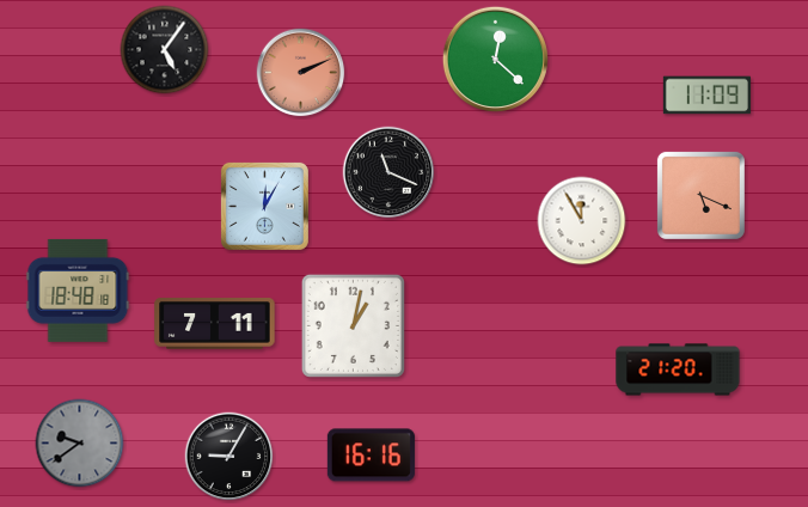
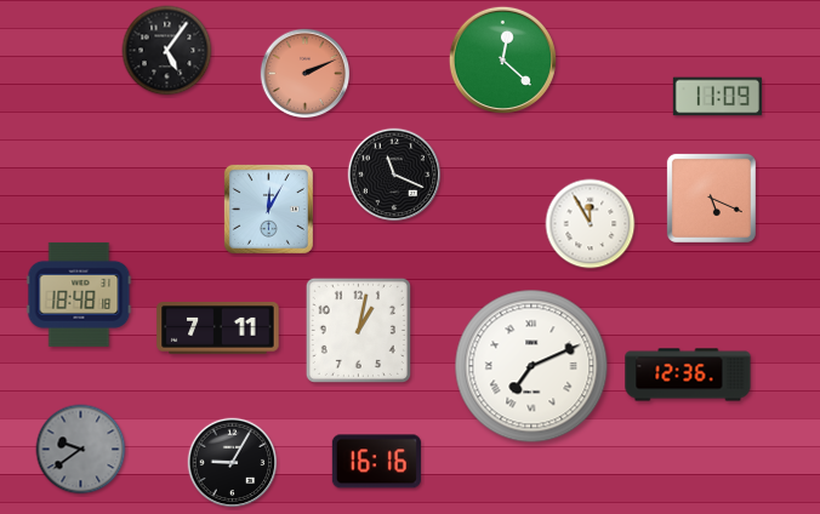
clock at (531, 366): none -> 7:11
clock at (678, 369): 21:20 -> 12:36
